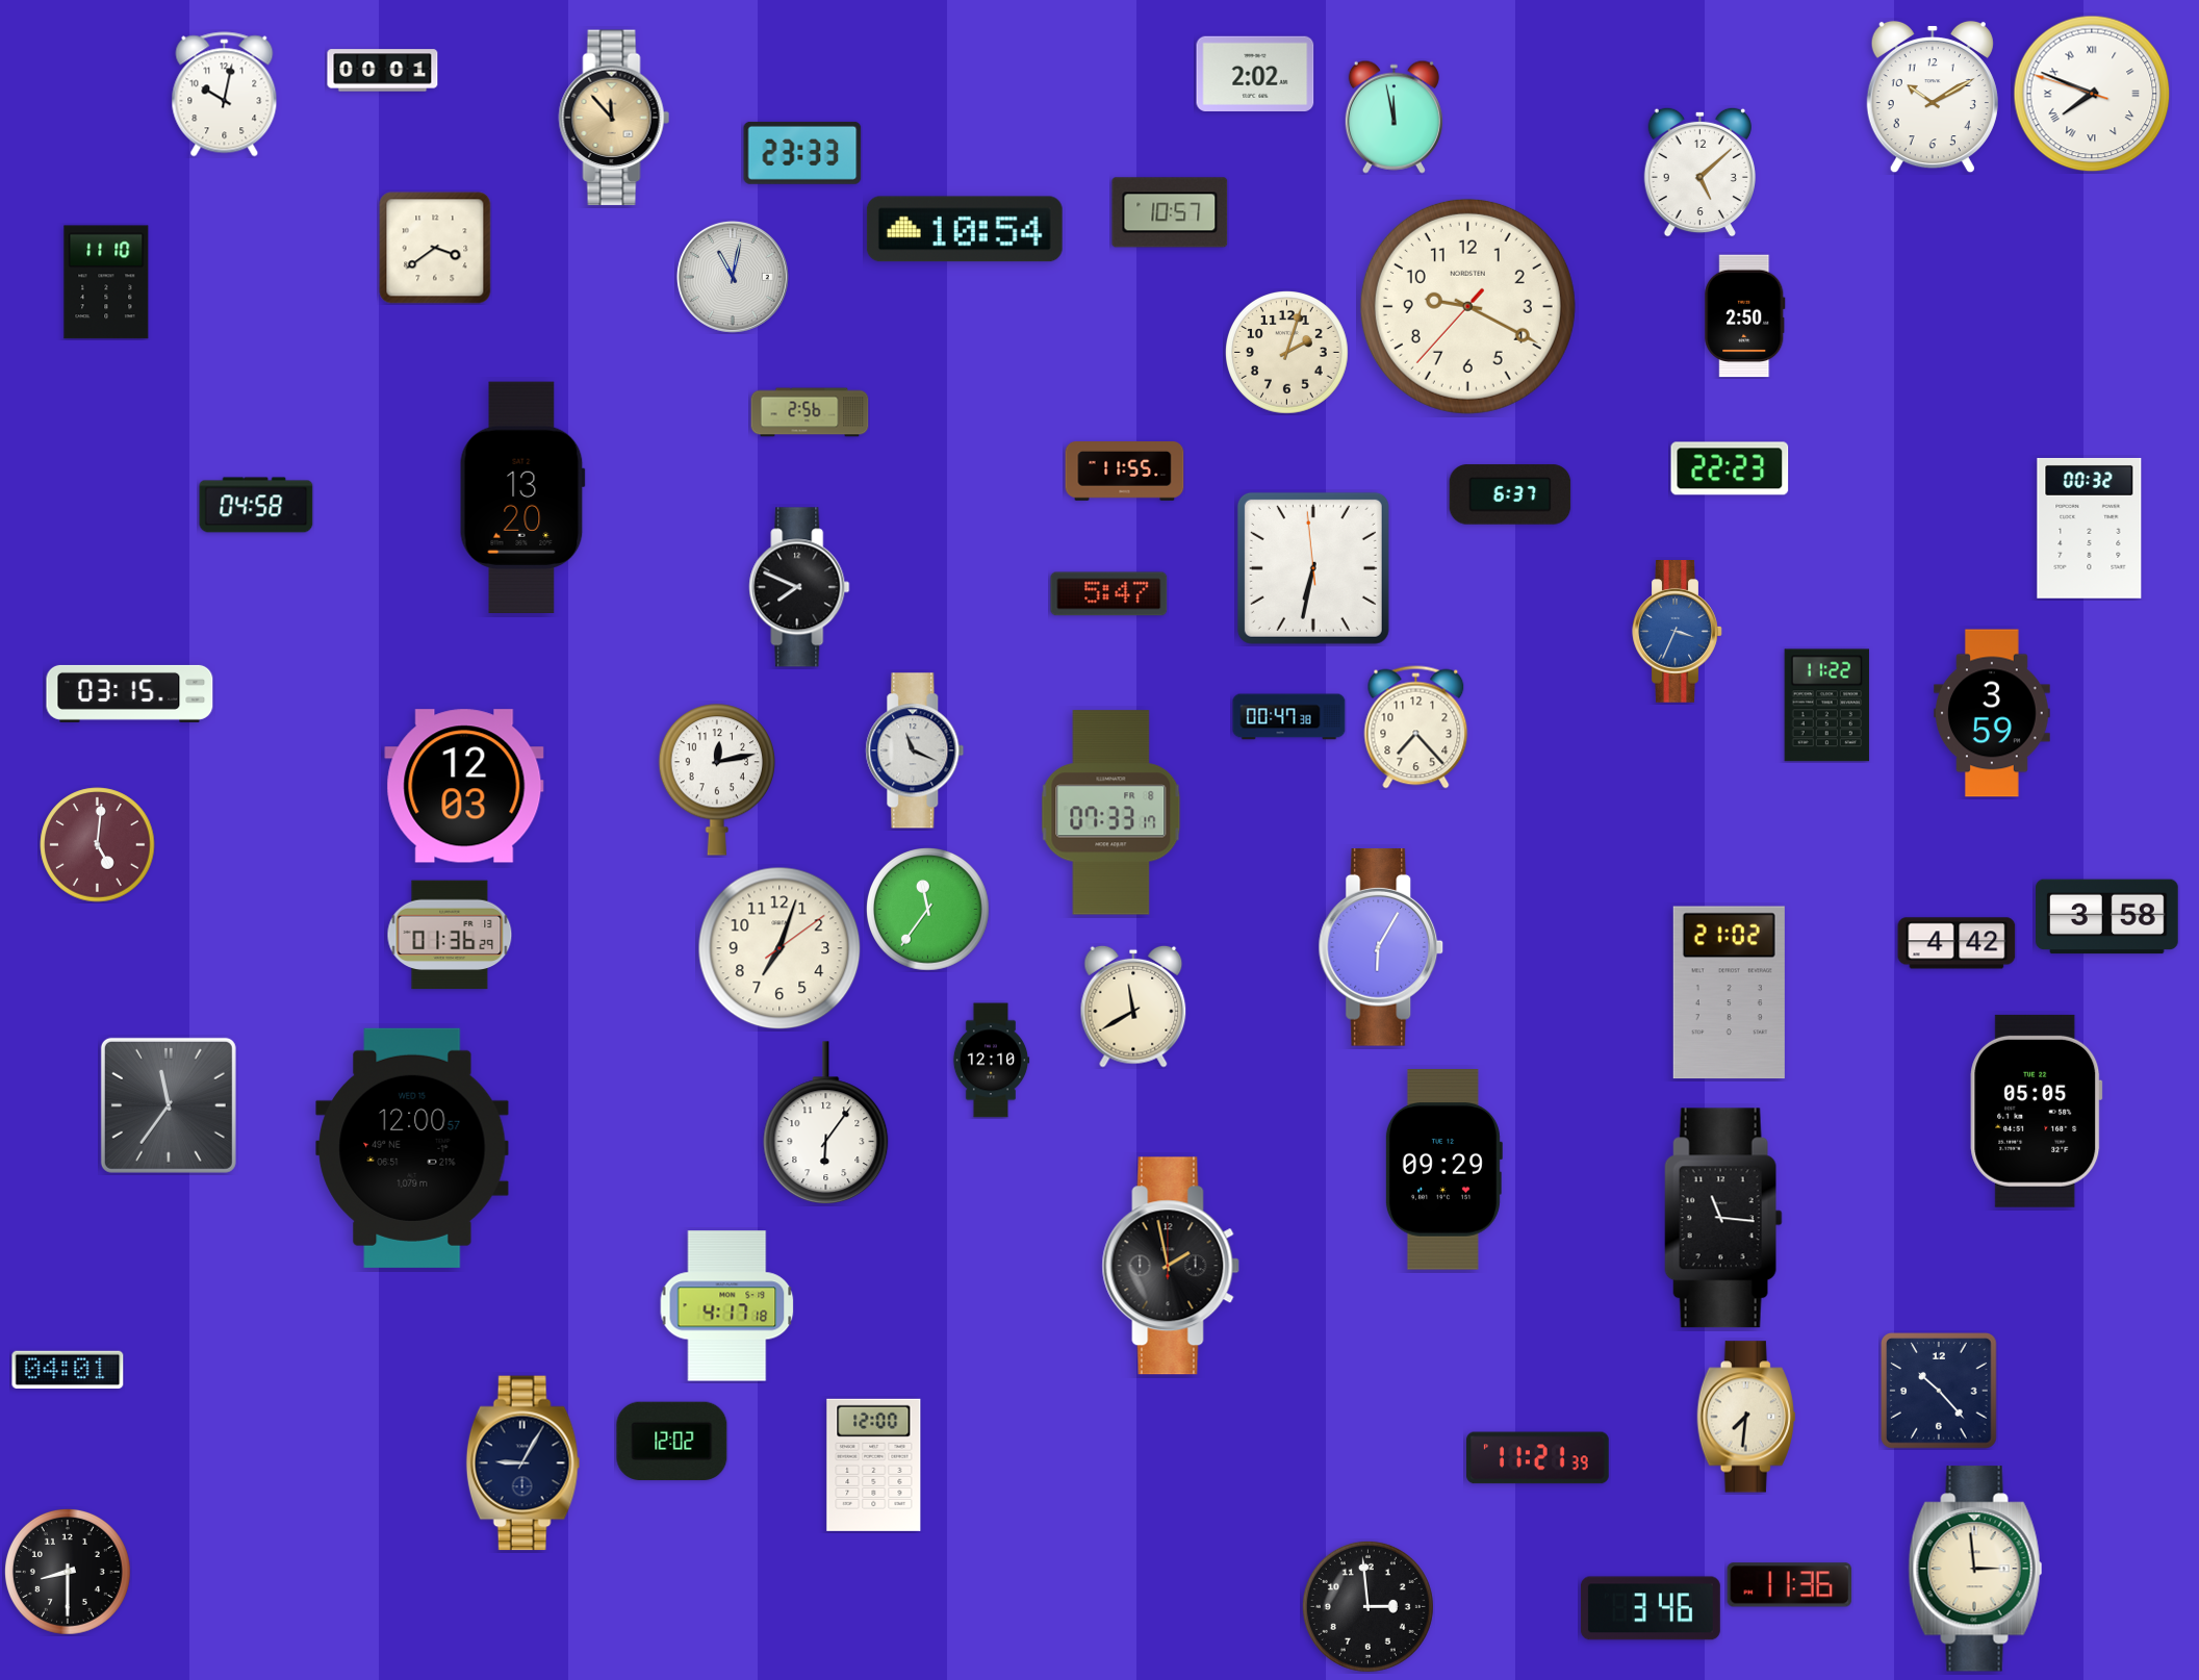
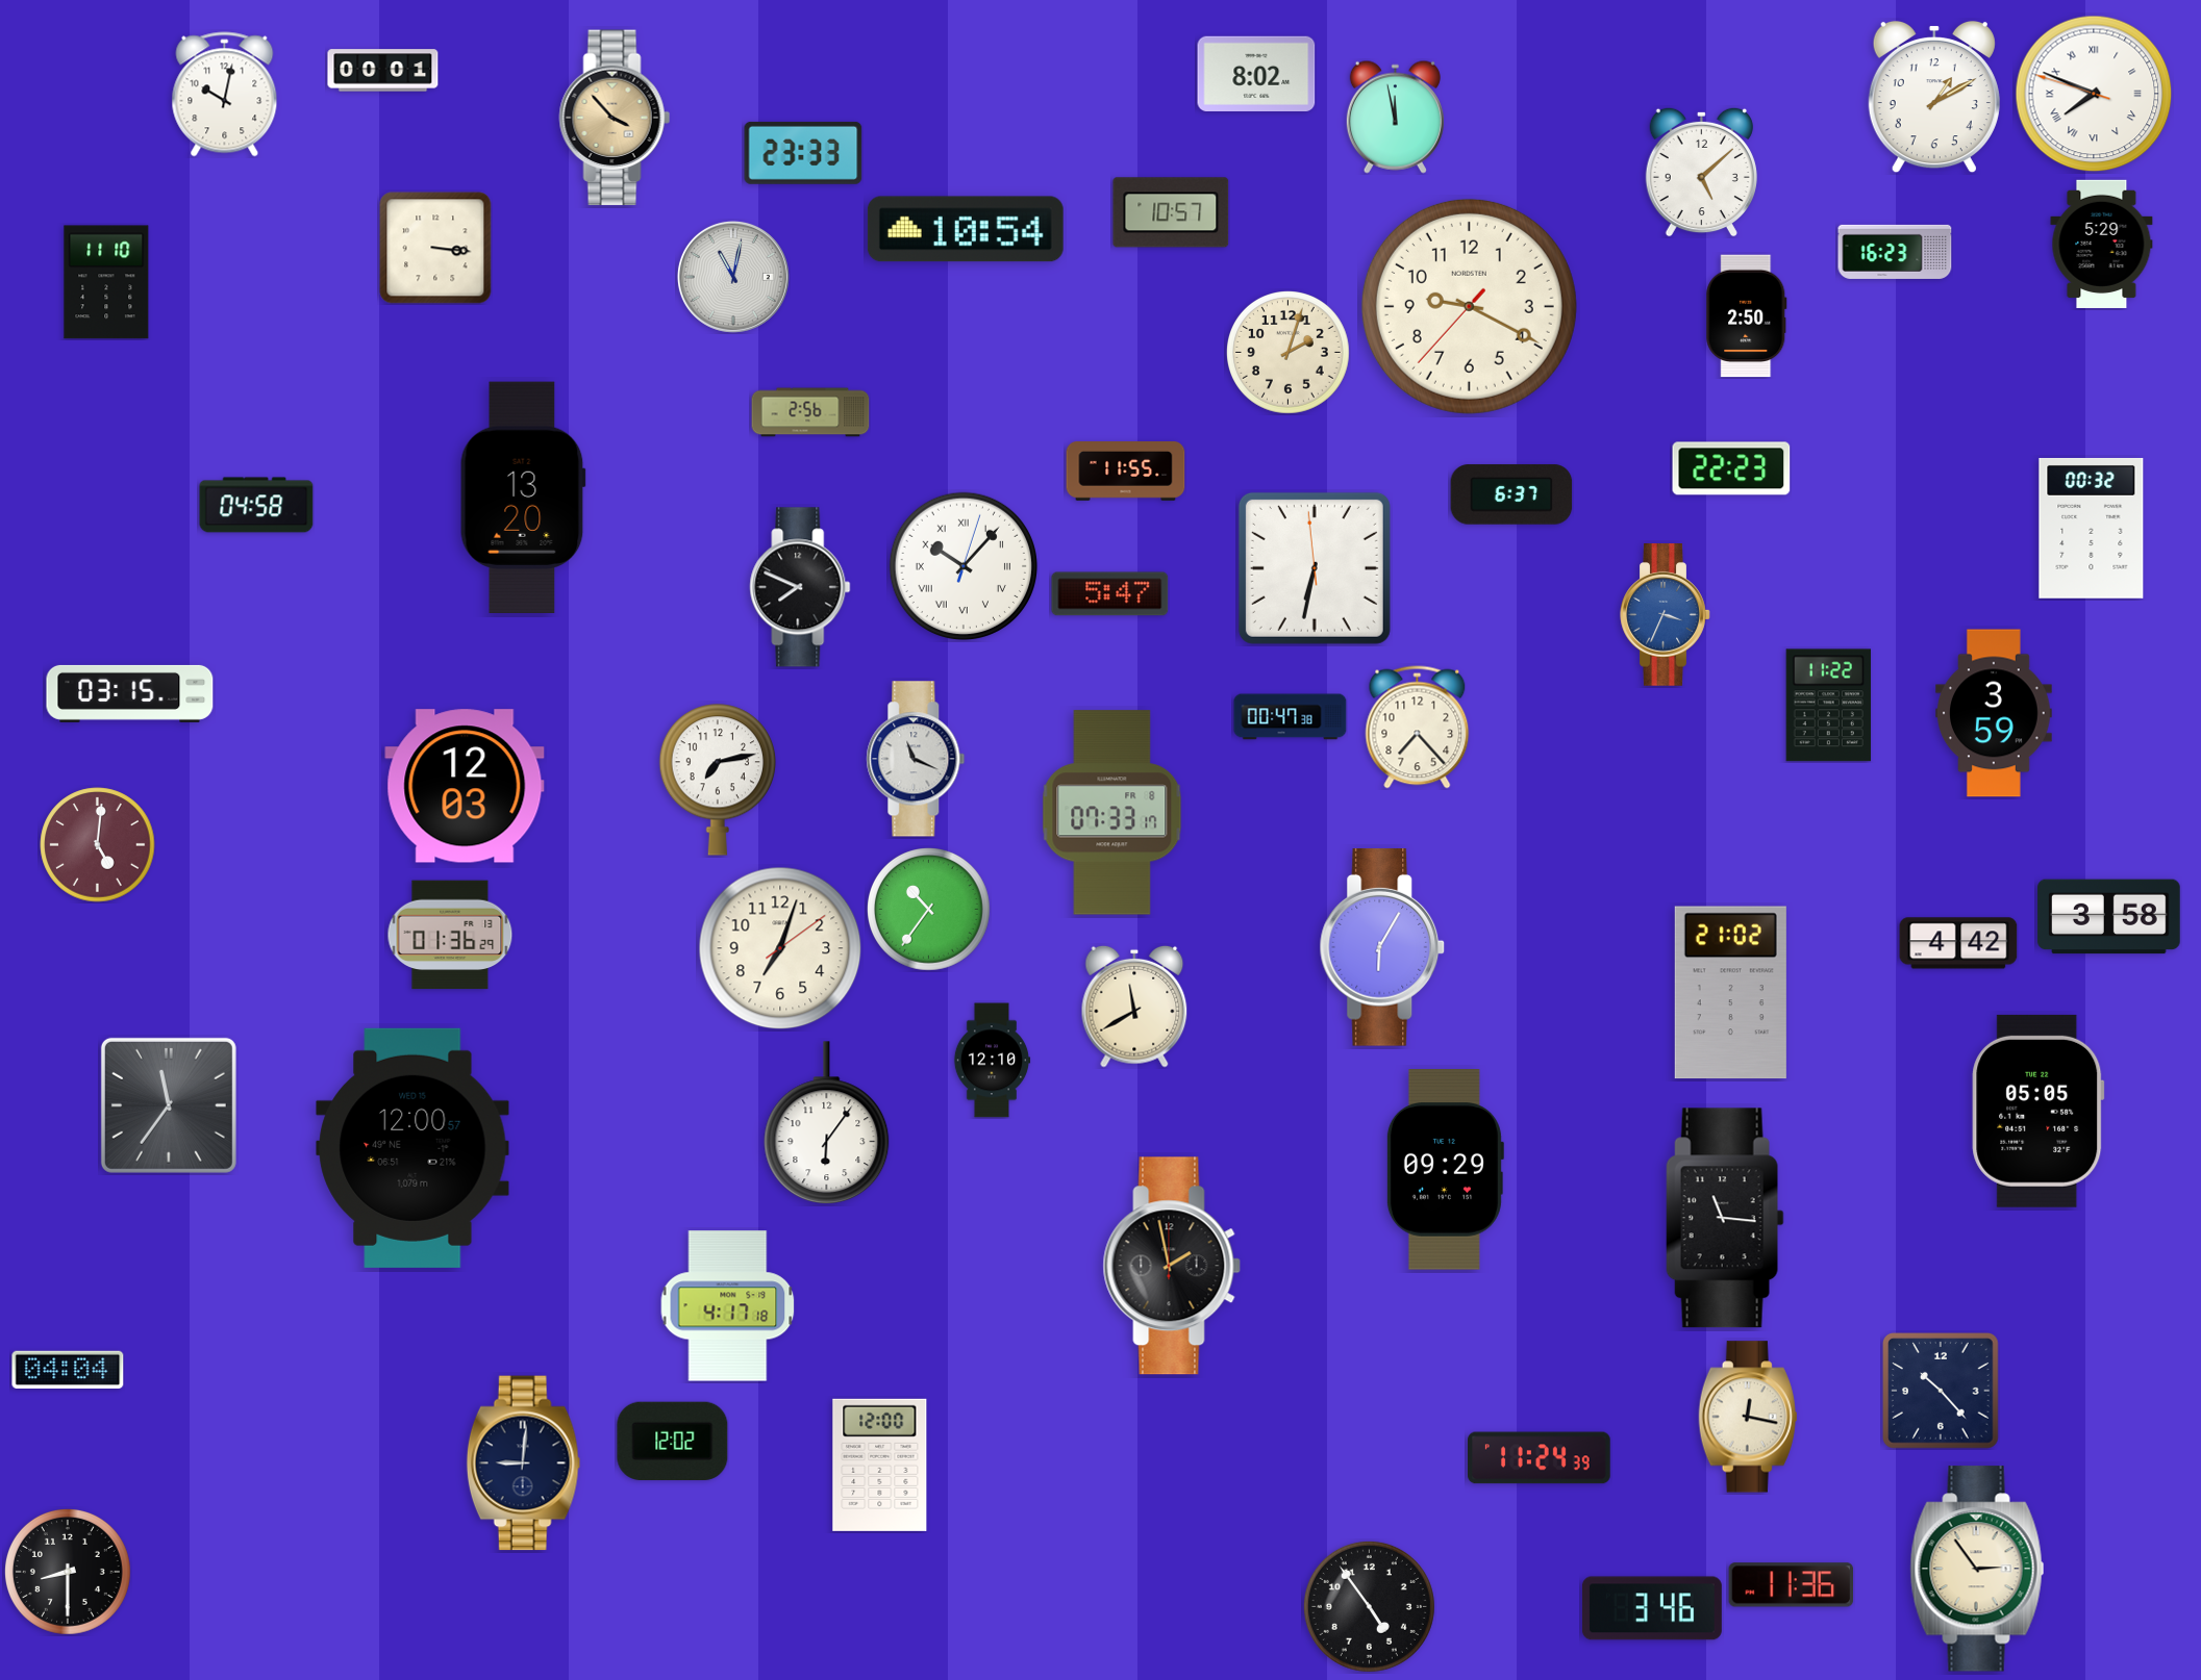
clock at (1255, 74): 2:02 -> 8:02
clock at (1933, 97): 10:10 -> 1:10
clock at (614, 118): 11:53 -> 3:53
clock at (2102, 244): none -> 5:29
clock at (435, 248): 3:39 -> 3:16
clock at (1895, 252): none -> 16:23
clock at (962, 565): none -> 10:07
clock at (1678, 632) position: (1678, 632) -> (1666, 615)
clock at (915, 750) position: (915, 750) -> (916, 759)
clock at (716, 780): 12:13 -> 7:13
clock at (928, 910): 11:36 -> 10:36
clock at (68, 1369): 04:01 -> 04:04
clock at (1746, 1417): 7:31 -> 12:17
clock at (1538, 1458): 11:21 -> 11:24
clock at (523, 1463): 9:05 -> 9:01
clock at (874, 1465) position: (874, 1465) -> (880, 1465)
clock at (1975, 1569): 2:59 -> 2:54
clock at (1367, 1606): 2:59 -> 4:54
